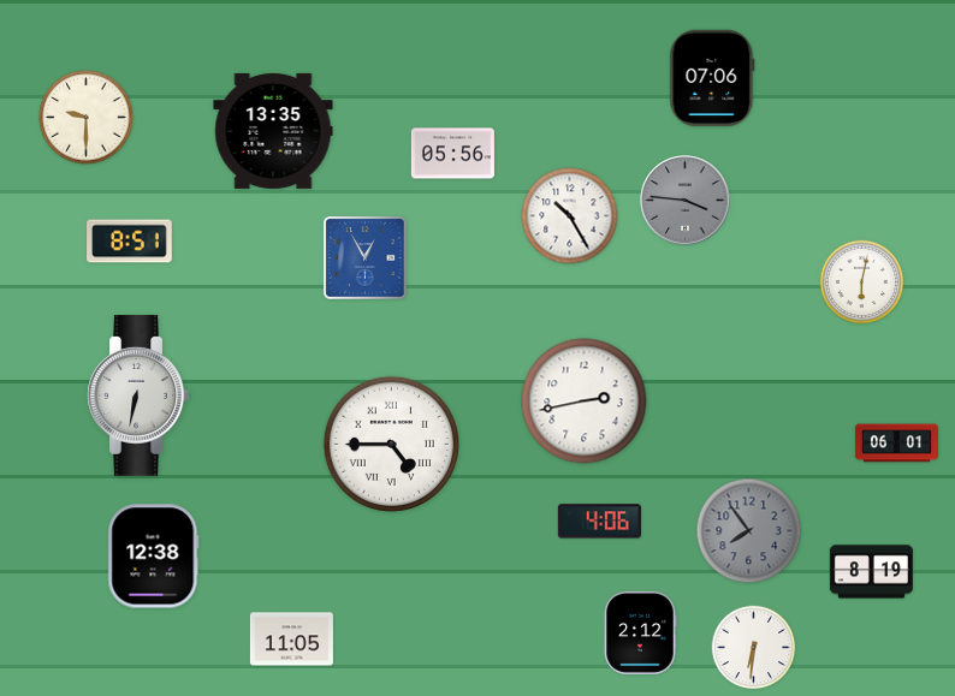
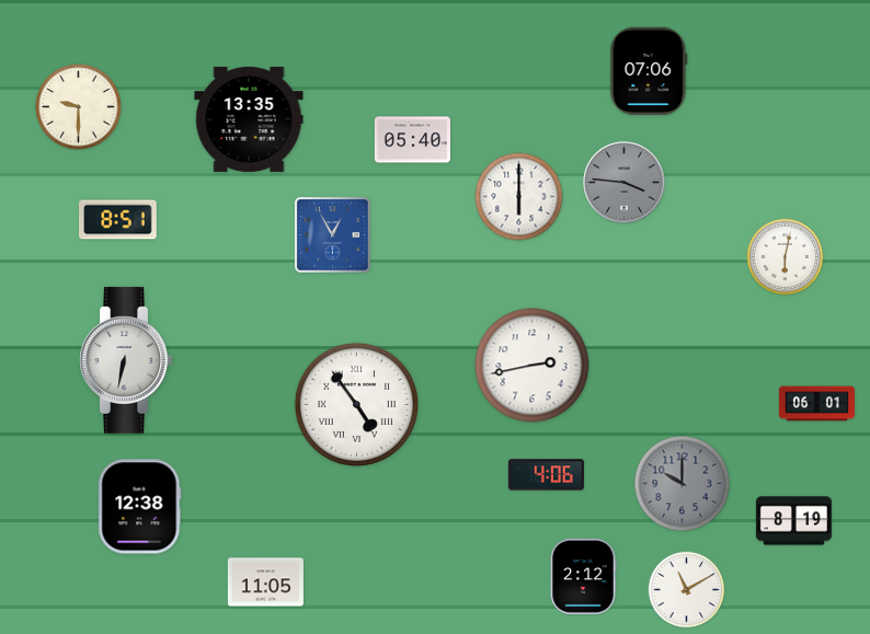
clock at (452, 154): 05:56 -> 05:40
clock at (570, 216): 10:25 -> 6:00
clock at (391, 444): 4:45 -> 4:54
clock at (749, 531): 7:54 -> 10:00
clock at (754, 648): 6:31 -> 11:10
